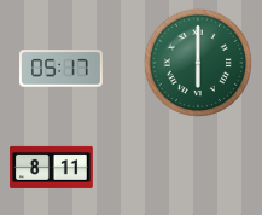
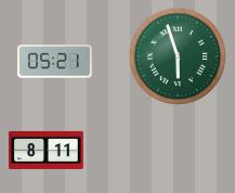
clock at (198, 63): 6:00 -> 5:57
clock at (62, 69): 05:17 -> 05:21
